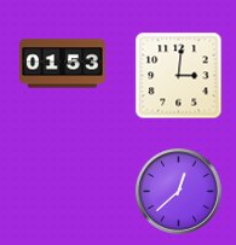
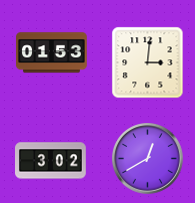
clock at (179, 192): 12:38 -> 12:40
clock at (51, 161): none -> 3:02
